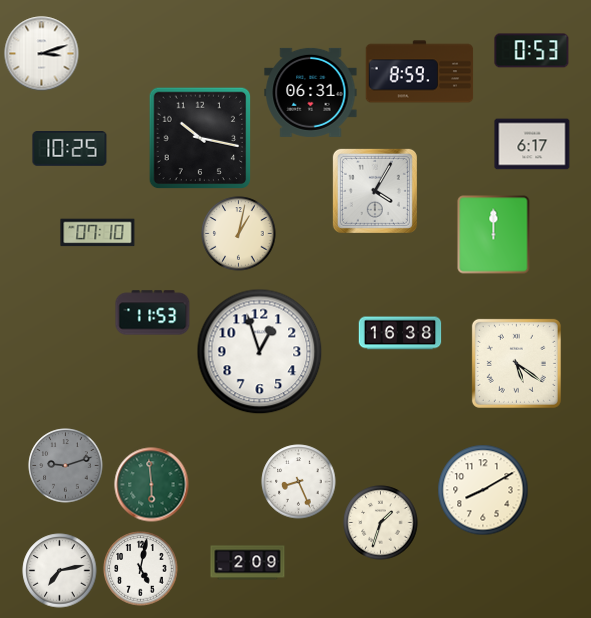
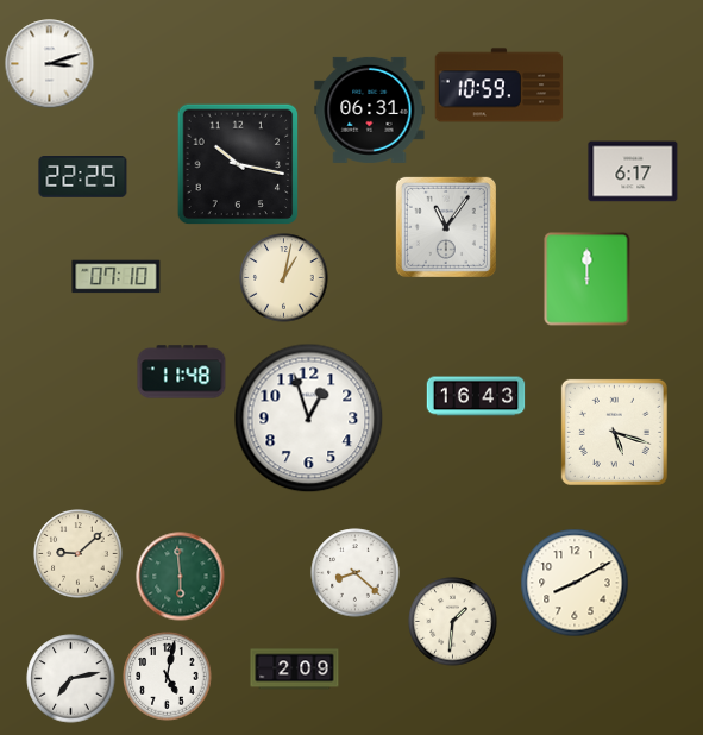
clock at (532, 51): 0:53 -> none
clock at (420, 72): 8:59 -> 10:59
clock at (70, 149): 10:25 -> 22:25
clock at (375, 191): 4:05 -> 11:06
clock at (153, 313): 11:53 -> 11:48
clock at (400, 333): 16:38 -> 16:43
clock at (516, 363): 5:21 -> 5:18
clock at (66, 466): 9:12 -> 9:08
clock at (66, 466) dial: grey -> cream
clock at (299, 482): 8:26 -> 8:22
clock at (381, 523): 1:33 -> 1:31
